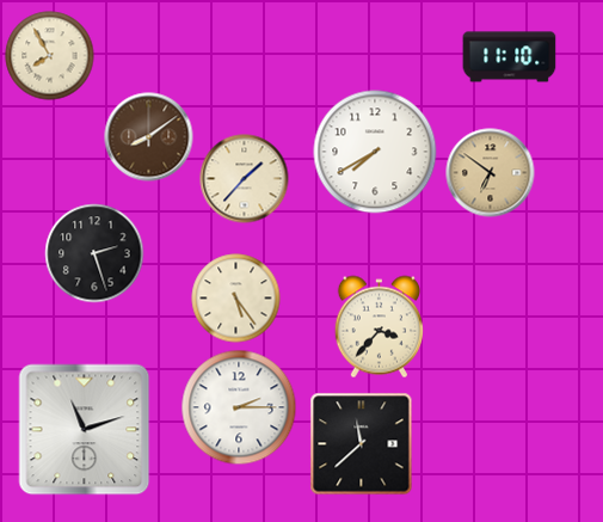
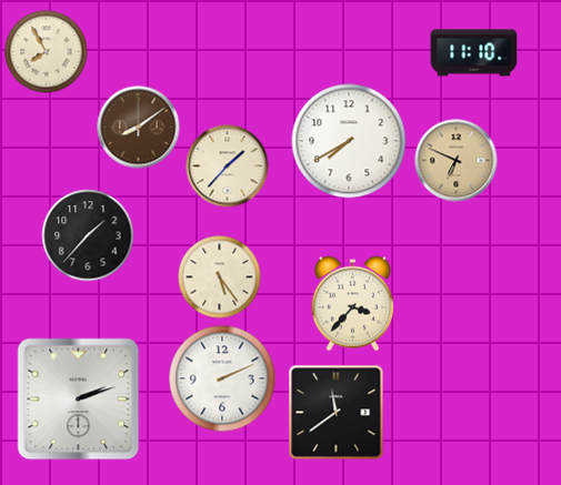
clock at (491, 173): 6:51 -> 6:49
clock at (94, 253): 2:27 -> 1:37
clock at (239, 407): 2:15 -> 2:11
clock at (85, 430): 11:12 -> 2:12
clock at (362, 444): 11:38 -> 11:39
